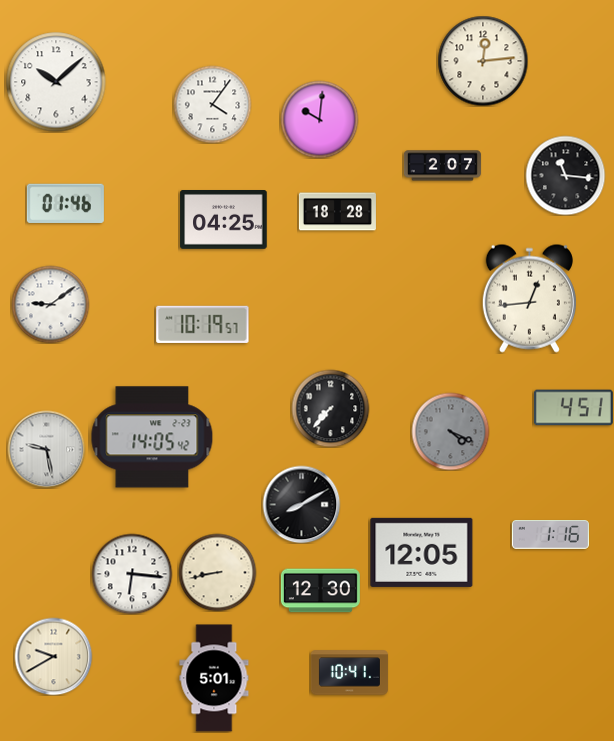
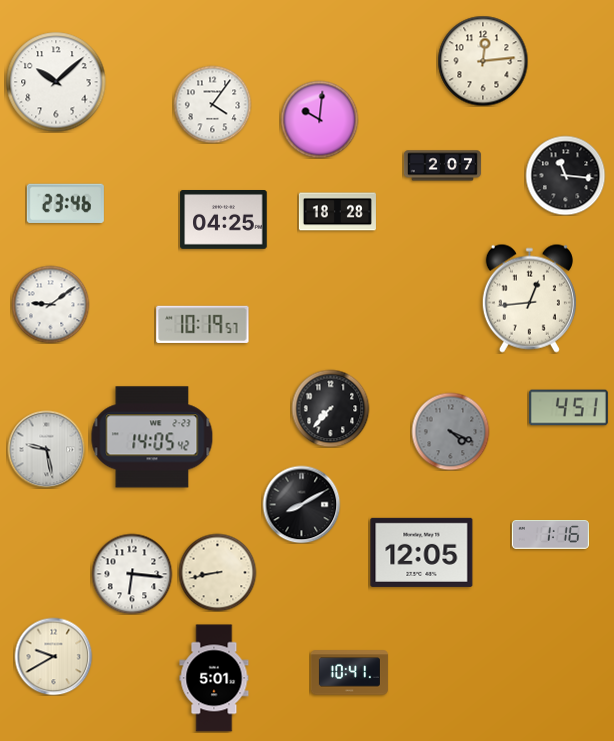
clock at (65, 203): 01:46 -> 23:46
clock at (573, 408) position: (573, 408) -> (568, 408)
clock at (320, 591): 12:30 -> none
